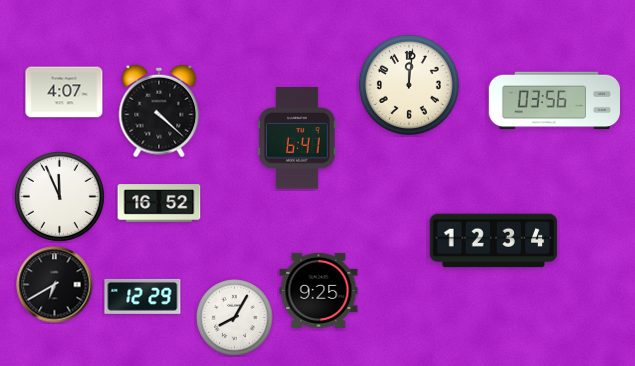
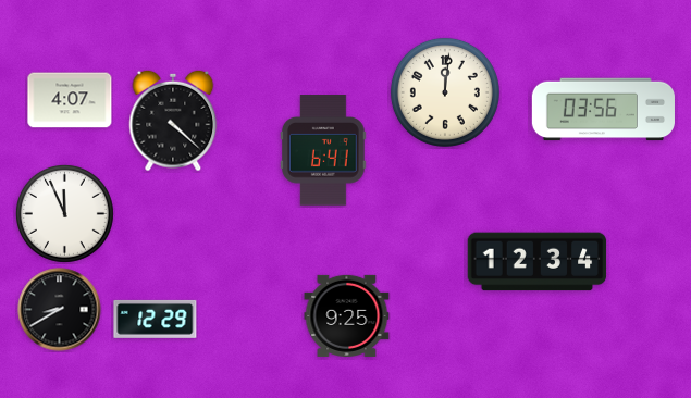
clock at (159, 203): 16:52 -> none
clock at (55, 285): 6:40 -> 8:40
clock at (143, 296) position: (143, 296) -> (156, 319)
clock at (235, 318): 8:05 -> none
